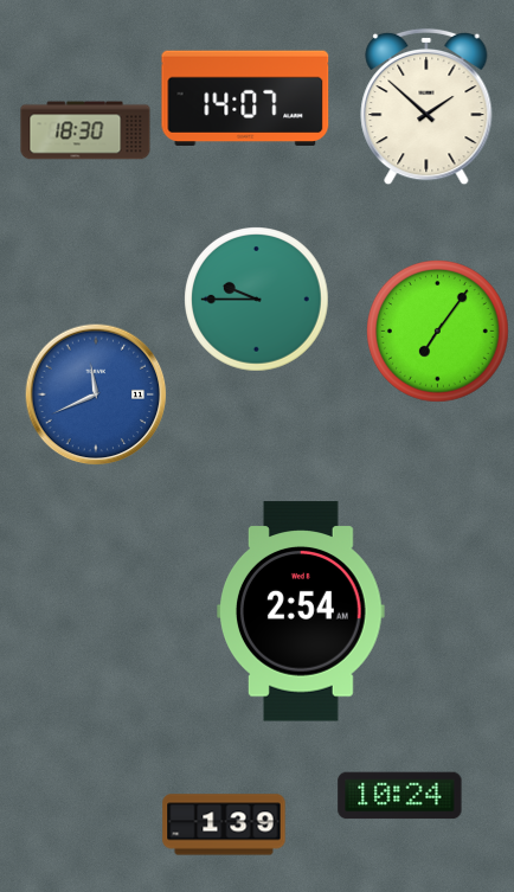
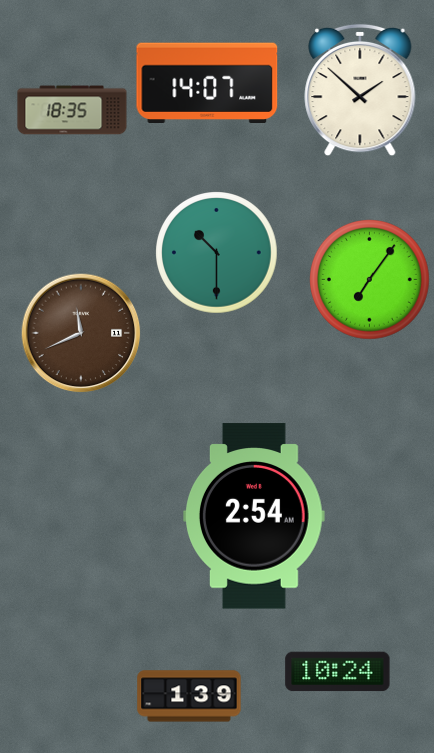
clock at (85, 130): 18:30 -> 18:35
clock at (257, 300): 9:45 -> 10:30
clock at (96, 394) dial: blue -> brown
